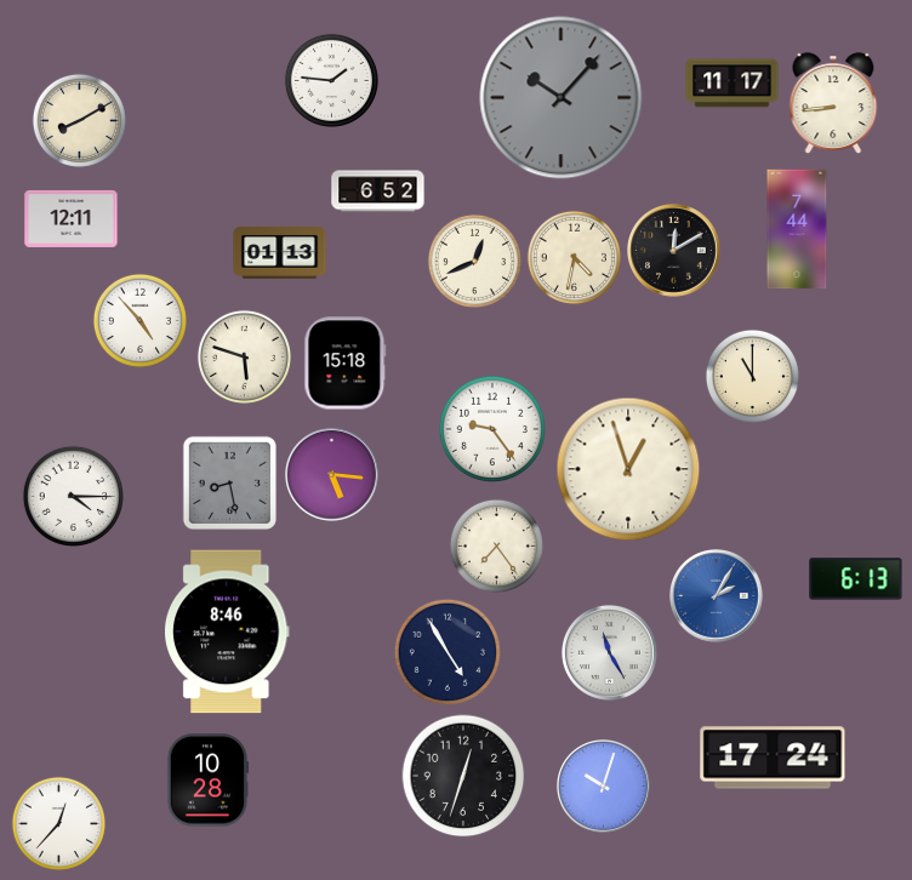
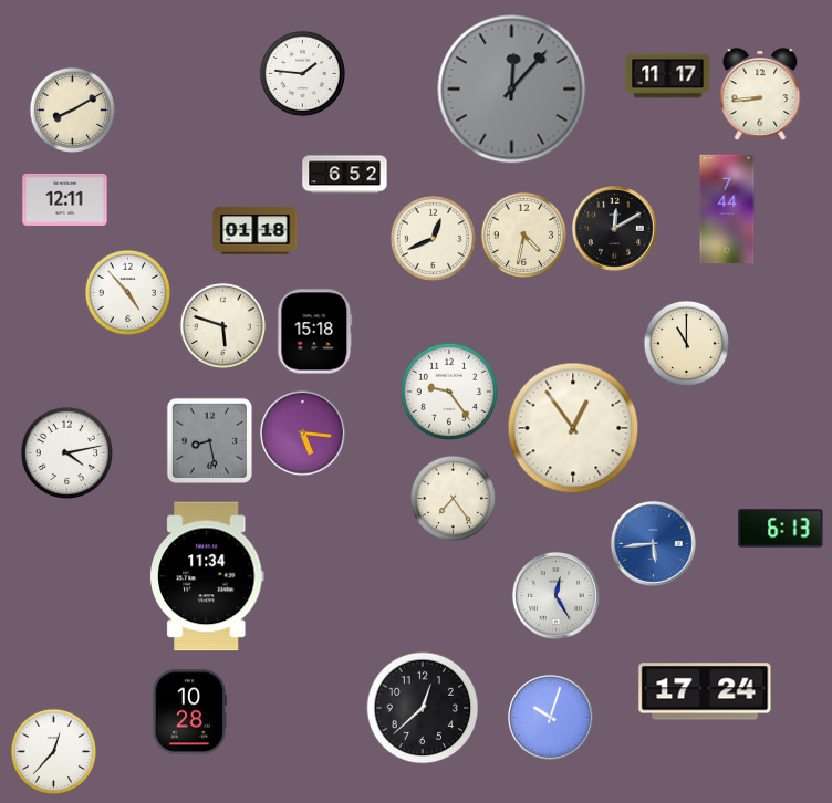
clock at (562, 98): 10:07 -> 12:07
clock at (280, 253): 01:13 -> 01:18
clock at (628, 469): 12:57 -> 12:54
clock at (73, 496): 4:15 -> 4:13
clock at (717, 596): 2:05 -> 5:44
clock at (228, 632): 8:46 -> 11:34
clock at (448, 652): 4:55 -> none
clock at (609, 652): 11:25 -> 12:25
clock at (463, 776): 12:33 -> 12:38
